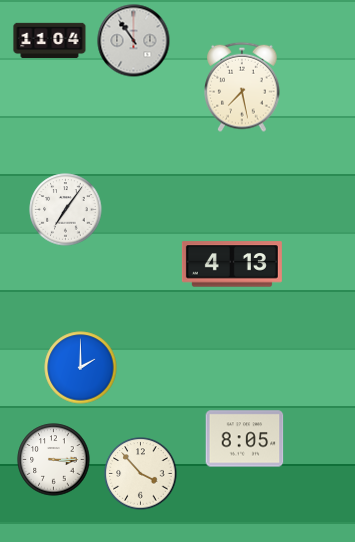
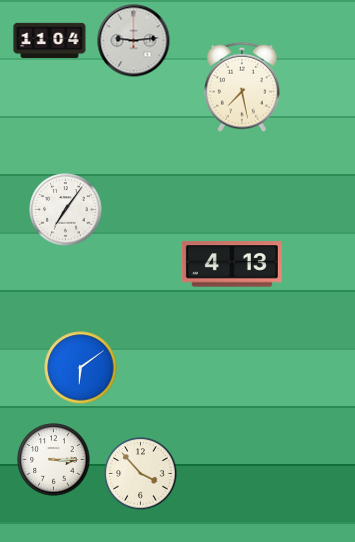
clock at (134, 41): 10:54 -> 9:14
clock at (81, 368): 2:00 -> 6:09
clock at (245, 439): 8:05 -> none
